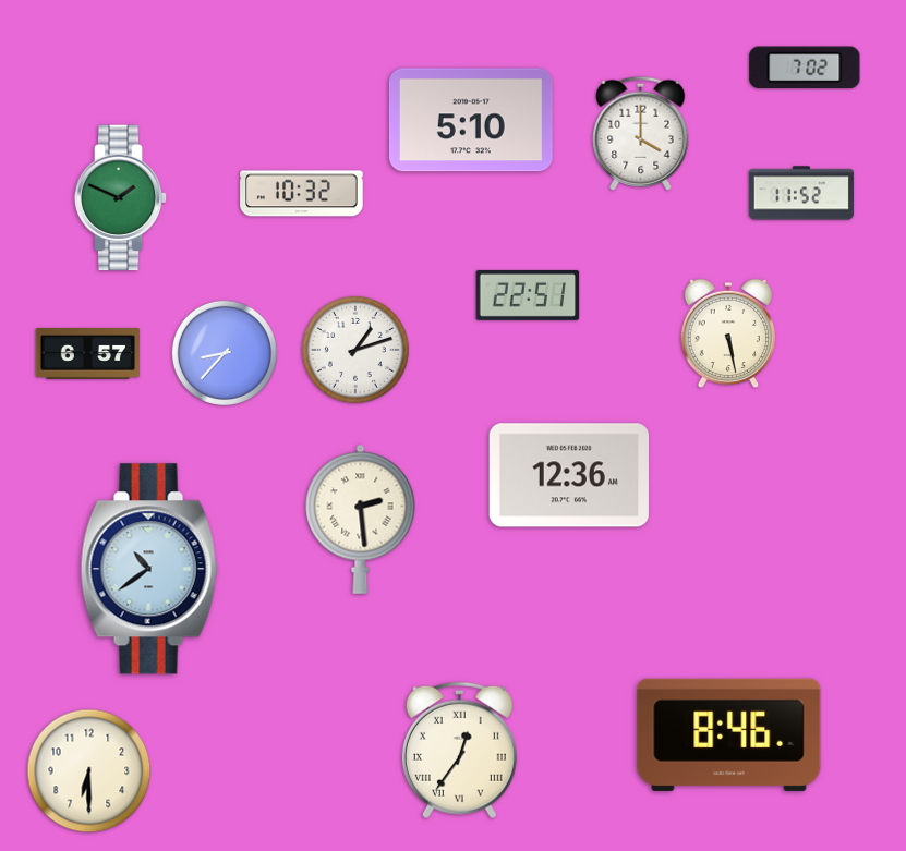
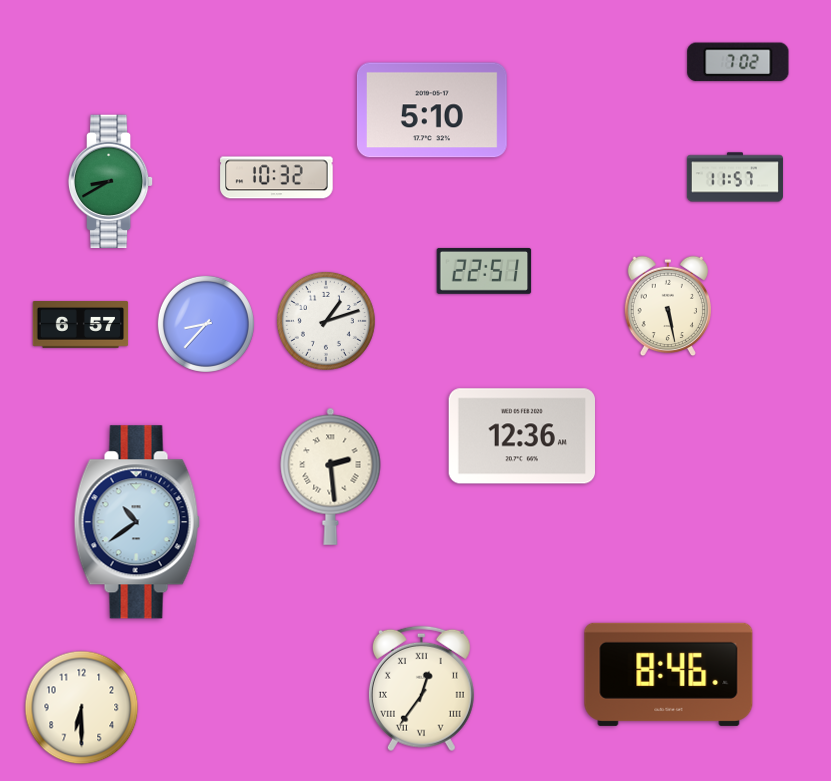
clock at (641, 133): 4:00 -> none
clock at (801, 193): 11:52 -> 11:57
clock at (121, 198): 1:49 -> 8:40
